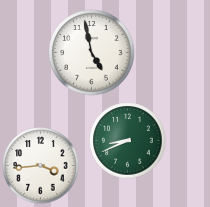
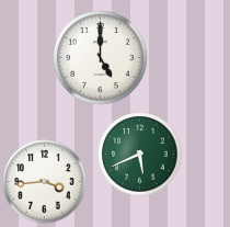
clock at (92, 53): 4:58 -> 5:00
clock at (128, 141): 8:41 -> 5:41
